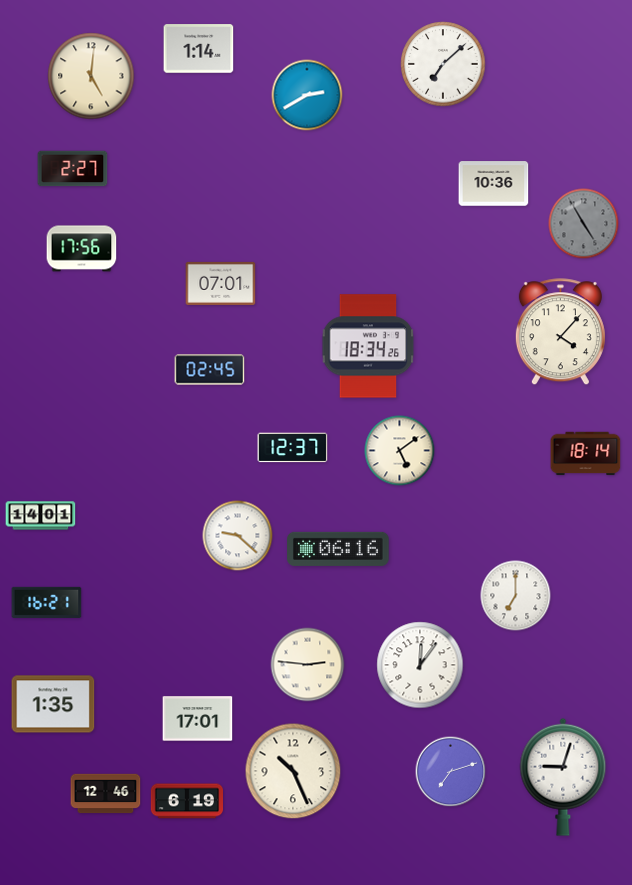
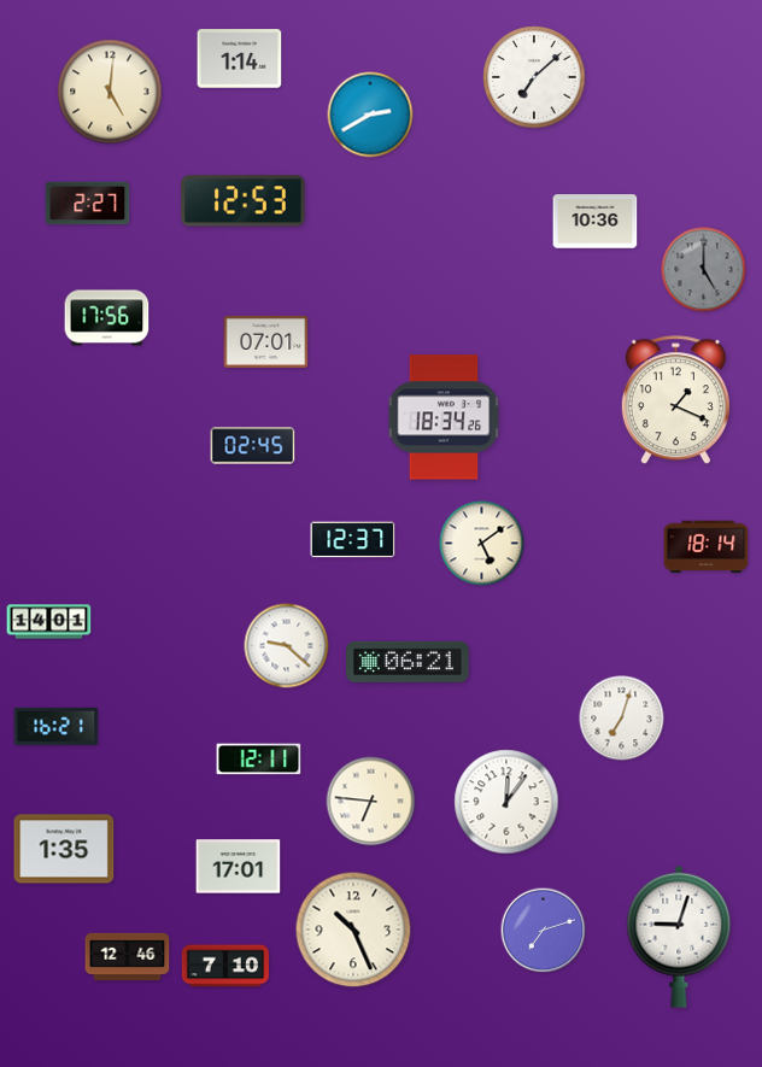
clock at (244, 201): none -> 12:53
clock at (584, 224): 4:55 -> 5:00
clock at (82, 249) position: (82, 249) -> (107, 318)
clock at (560, 332): 4:07 -> 1:19
clock at (338, 549): 06:16 -> 06:21
clock at (516, 596): 7:00 -> 7:03
clock at (259, 760): none -> 12:11
clock at (308, 665): 2:46 -> 6:46
clock at (186, 801): 6:19 -> 7:10
